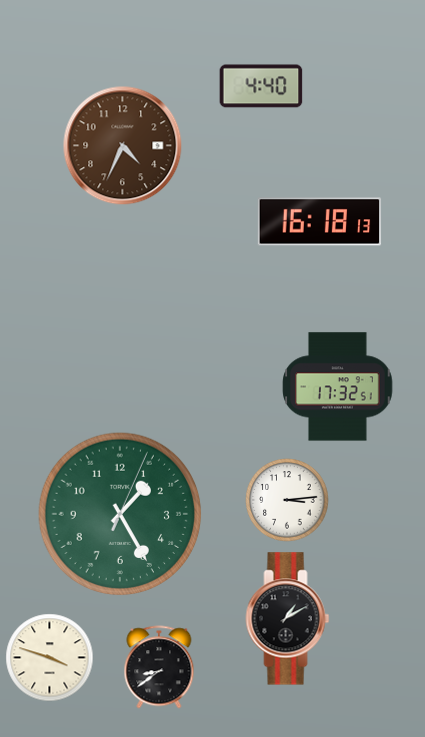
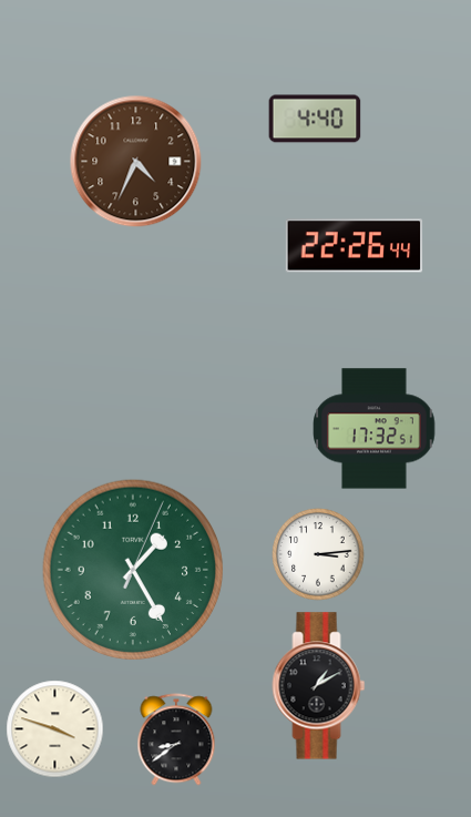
clock at (261, 86) position: (261, 86) -> (315, 119)
clock at (320, 222): 16:18 -> 22:26
